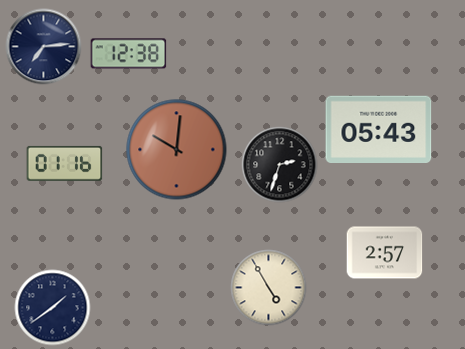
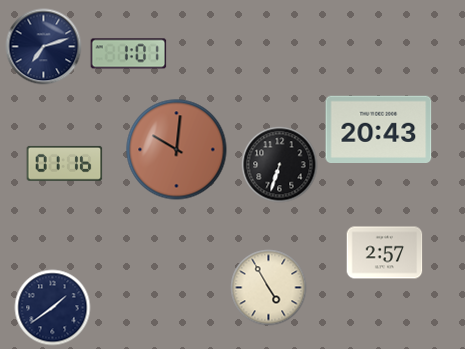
clock at (44, 47): 7:14 -> 7:12
clock at (129, 54): 12:38 -> 1:01
clock at (379, 129): 05:43 -> 20:43
clock at (280, 165): 2:33 -> 6:33
